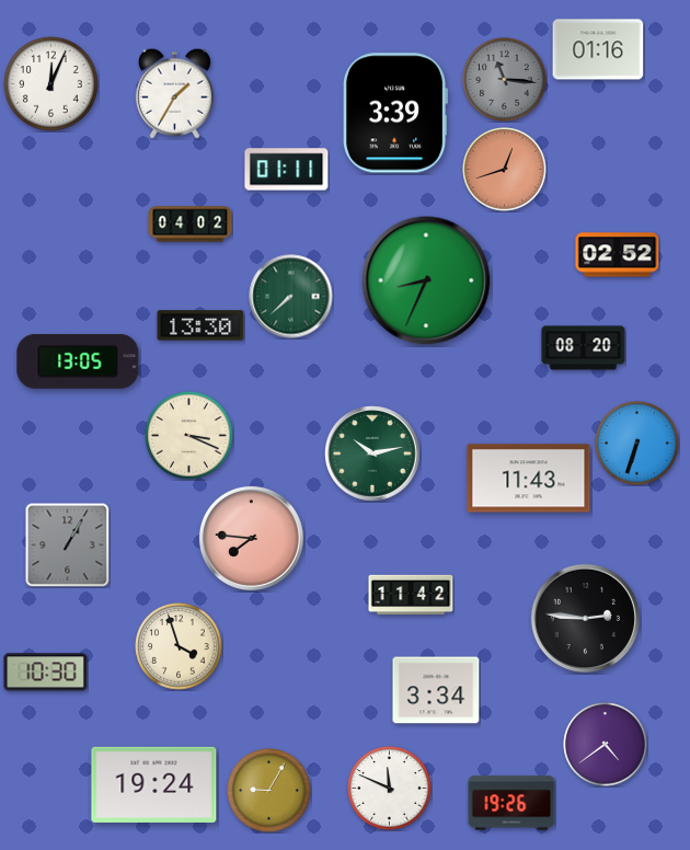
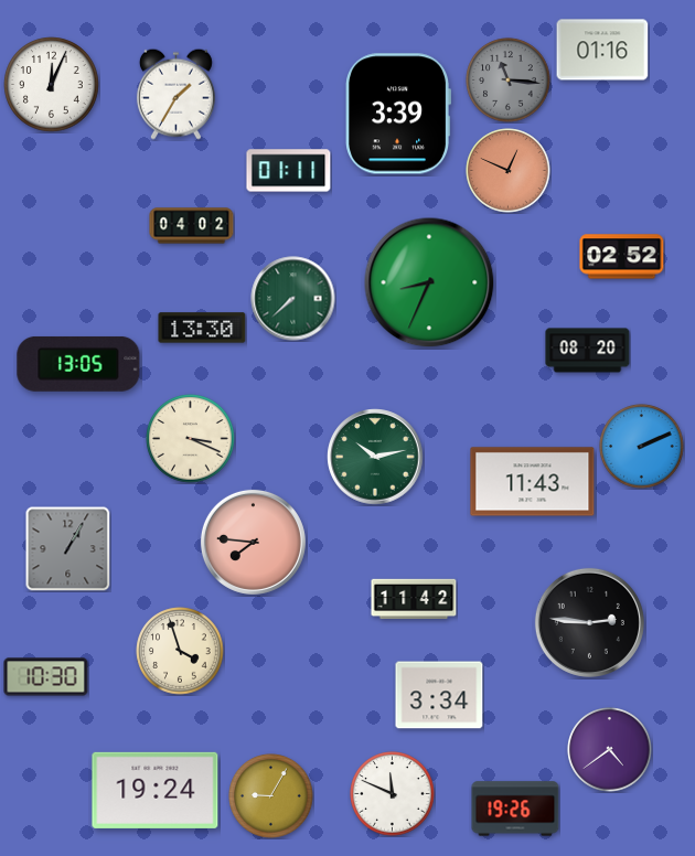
clock at (505, 170): 12:42 -> 12:49
clock at (637, 444): 6:33 -> 2:11
